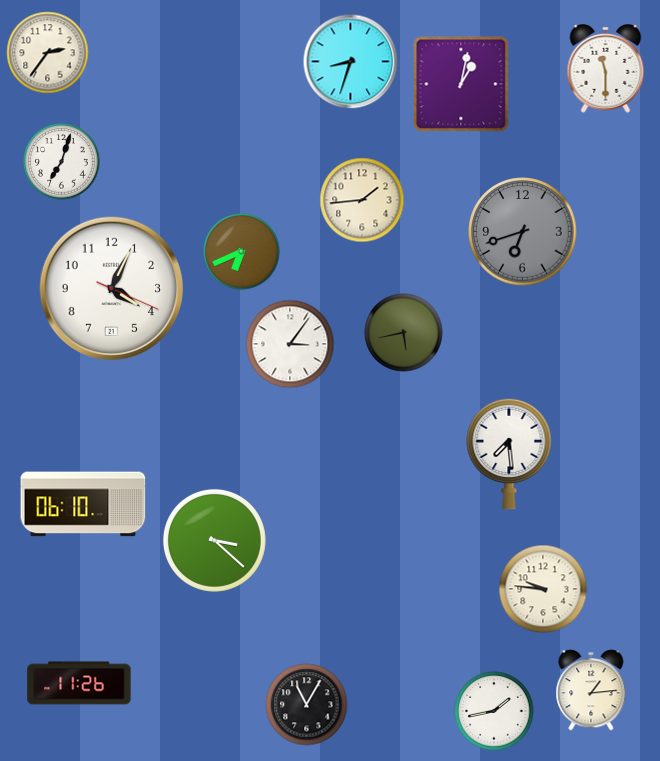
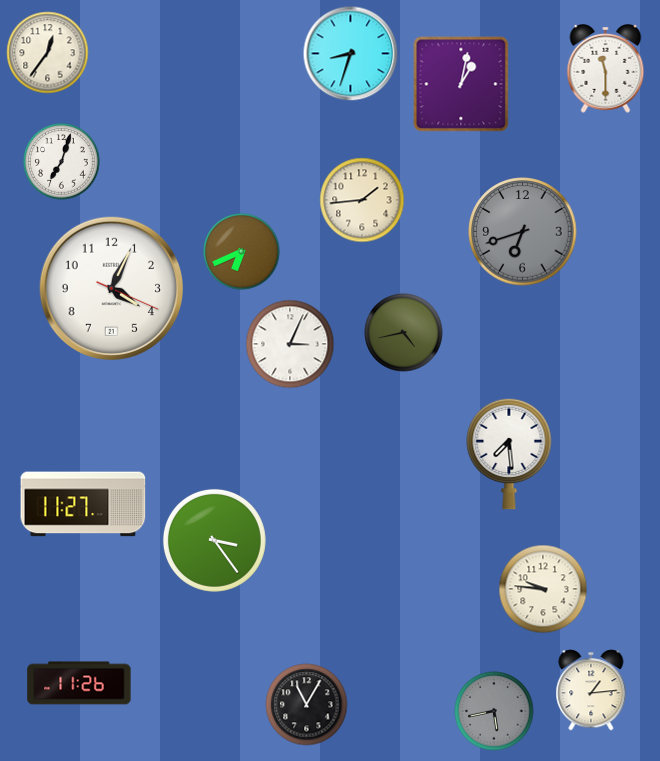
clock at (48, 53): 2:36 -> 12:36
clock at (351, 62) position: (351, 62) -> (351, 54)
clock at (404, 333): 5:43 -> 4:43
clock at (290, 344): 3:06 -> 3:04
clock at (83, 504): 06:10 -> 11:27
clock at (214, 540): 3:22 -> 3:24
clock at (494, 711): 1:43 -> 5:43
clock at (494, 711) dial: white -> grey
